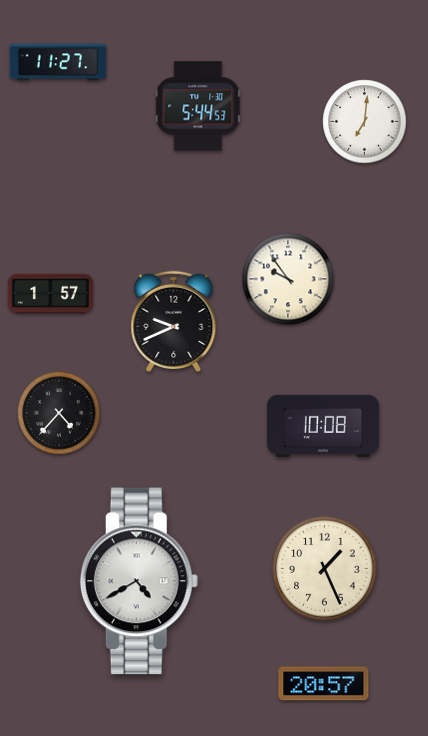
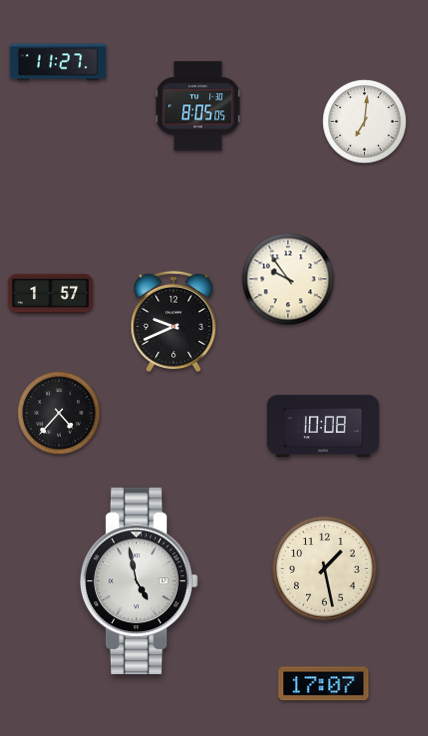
clock at (199, 106): 5:44 -> 8:05
clock at (325, 569): 1:26 -> 1:28
clock at (139, 581): 4:40 -> 4:58
clock at (324, 684): 20:57 -> 17:07
